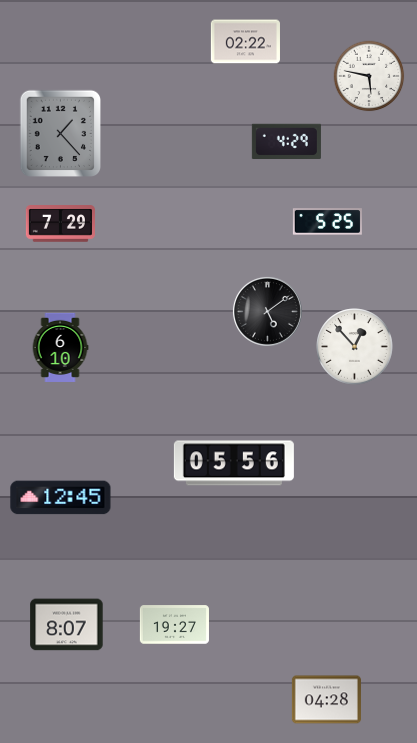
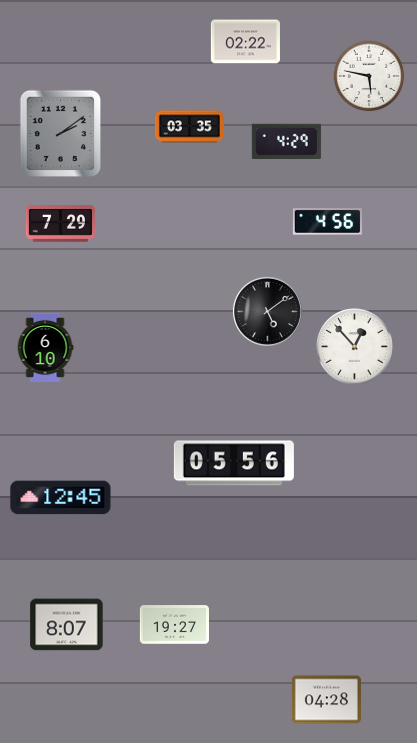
clock at (189, 127): none -> 03:35
clock at (60, 133): 1:23 -> 2:09
clock at (327, 222): 5:25 -> 4:56
clock at (60, 347) position: (60, 347) -> (45, 347)
